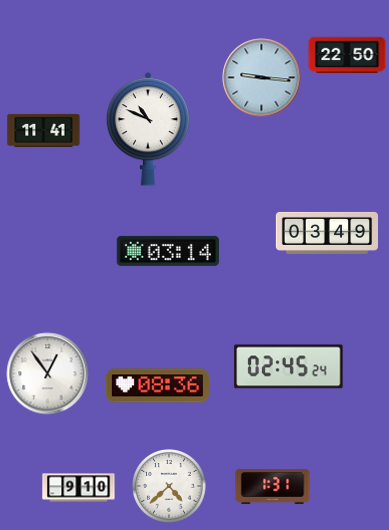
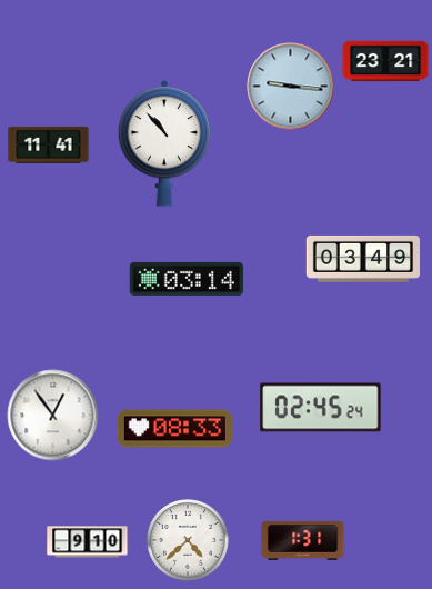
clock at (347, 55): 22:50 -> 23:21
clock at (148, 129): 10:49 -> 10:53
clock at (157, 386): 08:36 -> 08:33
